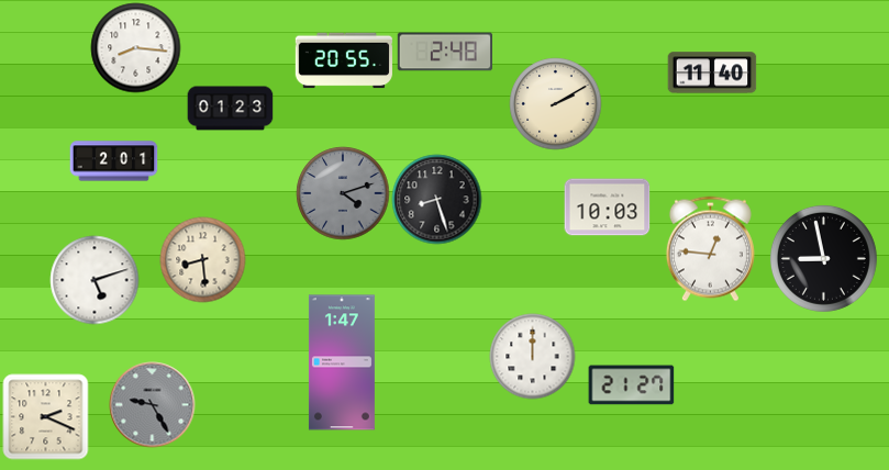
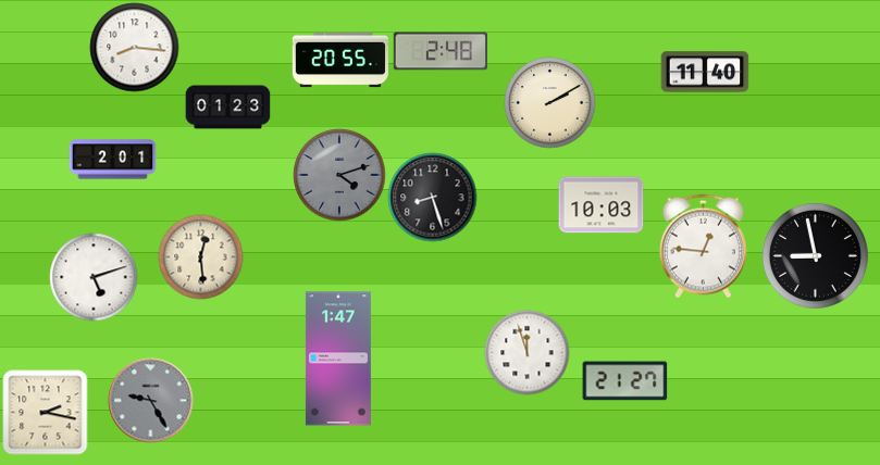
clock at (343, 193) position: (343, 193) -> (339, 175)
clock at (202, 259): 8:29 -> 12:29
clock at (532, 356): 12:00 -> 11:57
clock at (45, 416): 2:19 -> 2:17
